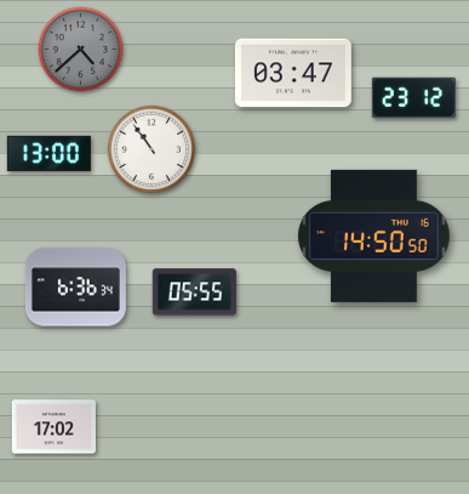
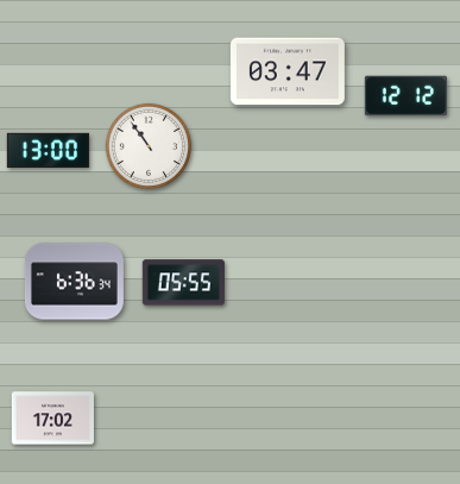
clock at (81, 50): 4:38 -> none
clock at (413, 98): 23:12 -> 12:12
clock at (374, 235): 14:50 -> none
clock at (194, 293) position: (194, 293) -> (183, 283)
